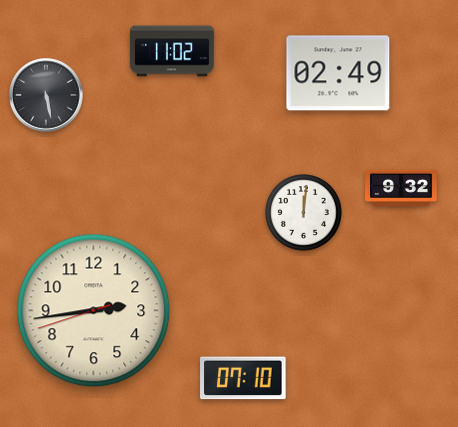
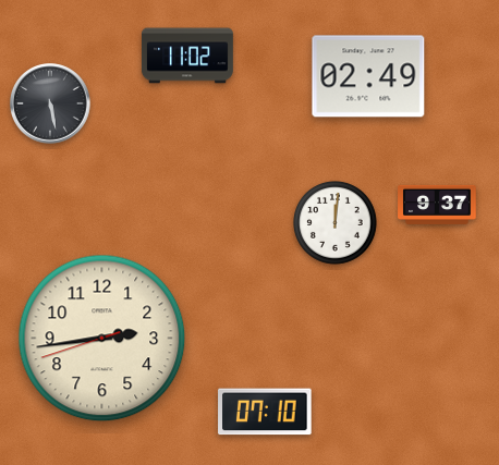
clock at (338, 73) position: (338, 73) -> (368, 76)
clock at (401, 188): 9:32 -> 9:37
clock at (304, 213) position: (304, 213) -> (336, 223)
